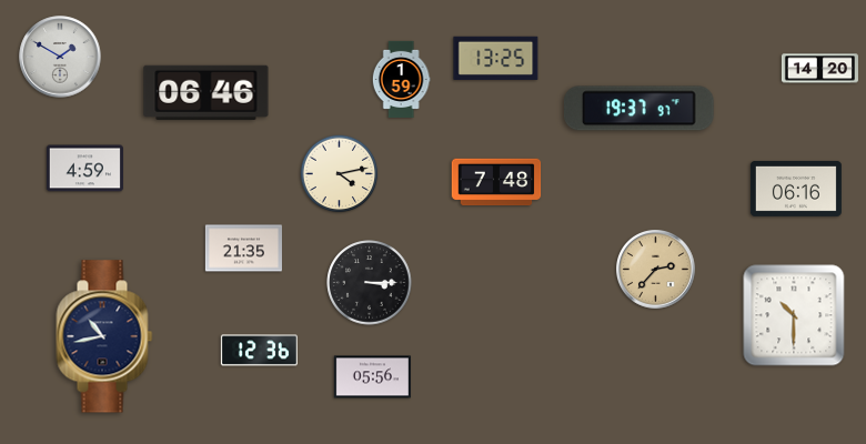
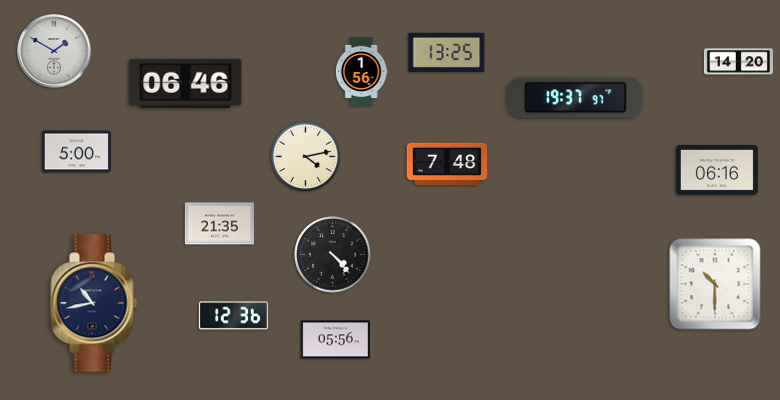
clock at (401, 79): 1:59 -> 1:56
clock at (84, 169): 4:59 -> 5:00
clock at (656, 270): 2:37 -> none
clock at (370, 283): 3:15 -> 4:23
